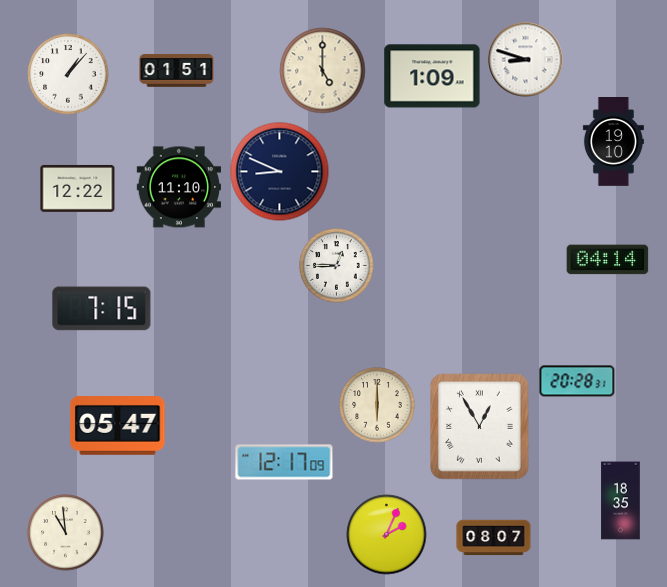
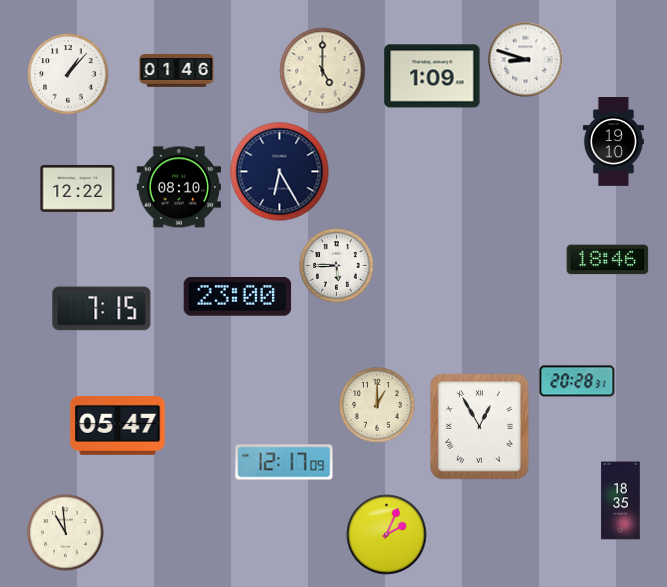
clock at (177, 71): 01:51 -> 01:46
clock at (280, 172): 8:49 -> 6:25
clock at (178, 187): 11:10 -> 08:10
clock at (608, 260): 04:14 -> 18:46
clock at (337, 266): 12:45 -> 5:45
clock at (238, 297): none -> 23:00
clock at (377, 405): 6:00 -> 1:00
clock at (494, 538): 08:07 -> none
